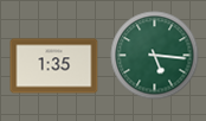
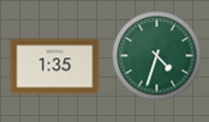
clock at (155, 56): 5:16 -> 4:33
